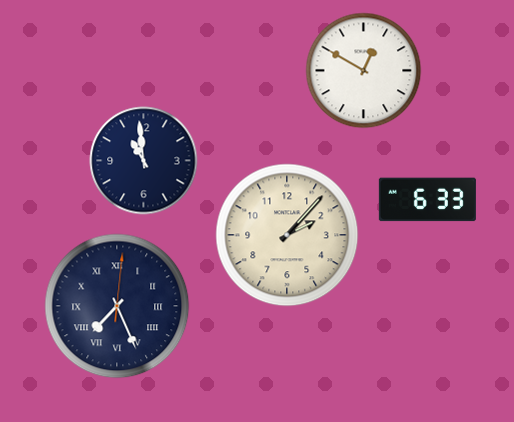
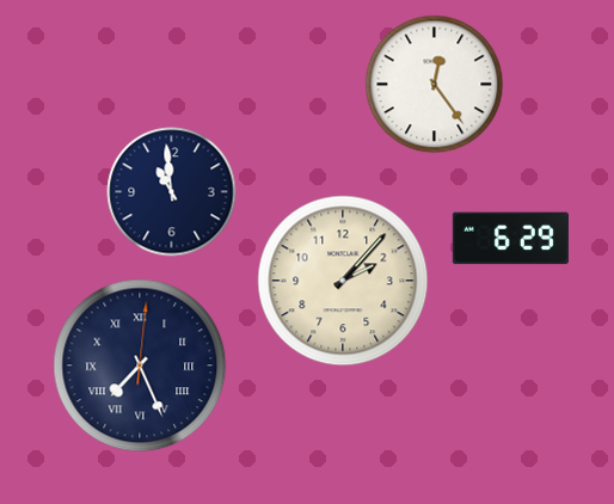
clock at (364, 71): 12:50 -> 12:24
clock at (427, 200): 6:33 -> 6:29
